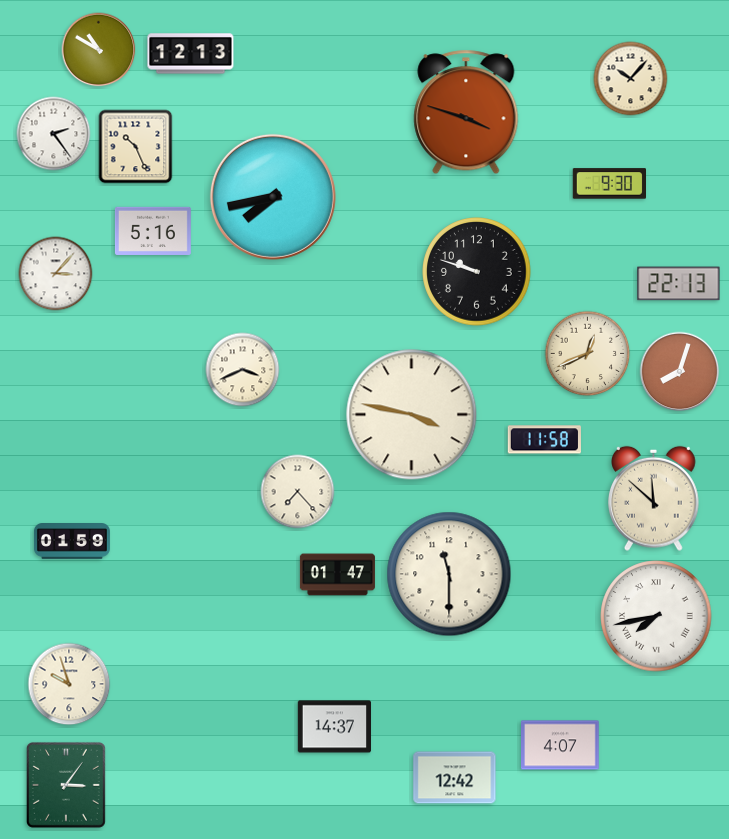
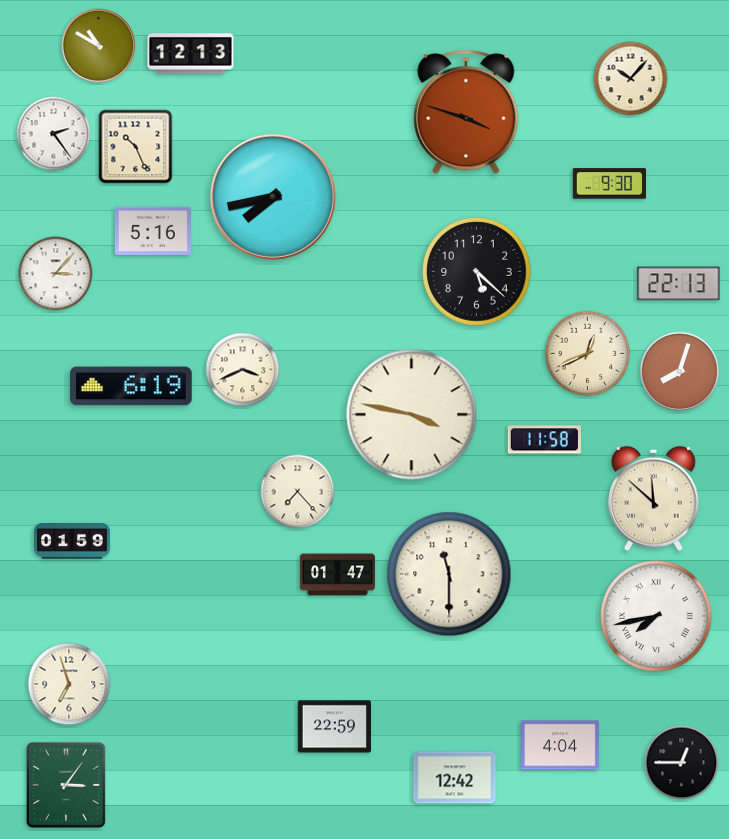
clock at (99, 50) position: (99, 50) -> (99, 46)
clock at (477, 272): 9:48 -> 5:22
clock at (131, 386): none -> 6:19
clock at (69, 684): 9:57 -> 6:57
clock at (335, 727): 14:37 -> 22:59
clock at (560, 745): 4:07 -> 4:04
clock at (682, 763): none -> 12:45
